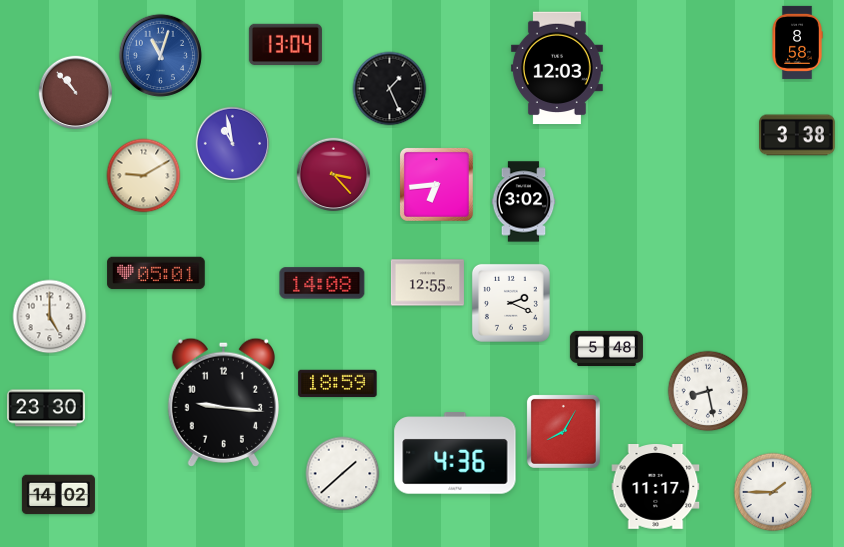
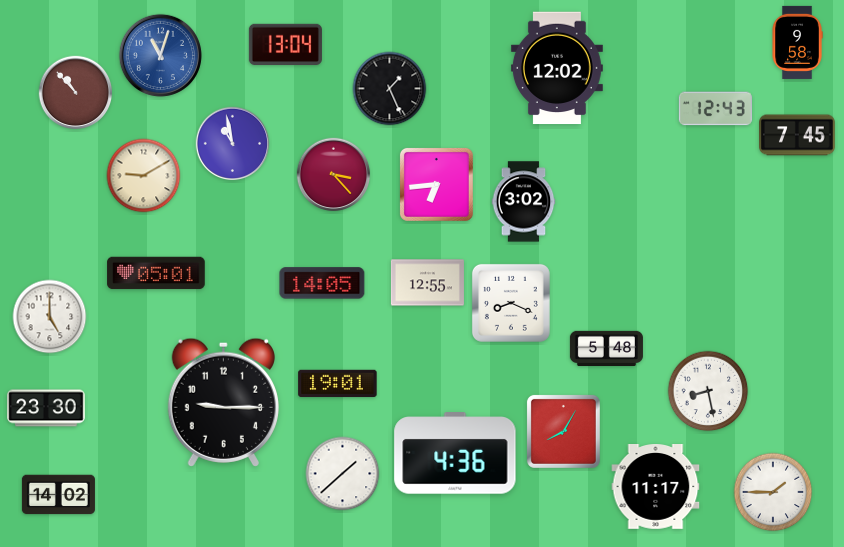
clock at (797, 42): 8:58 -> 9:58
clock at (557, 68): 12:03 -> 12:02
clock at (715, 109): none -> 12:43
clock at (798, 135): 3:38 -> 7:45
clock at (322, 283): 14:08 -> 14:05
clock at (511, 303): 2:19 -> 8:19
clock at (338, 384): 18:59 -> 19:01
clock at (223, 402): 9:16 -> 9:15
